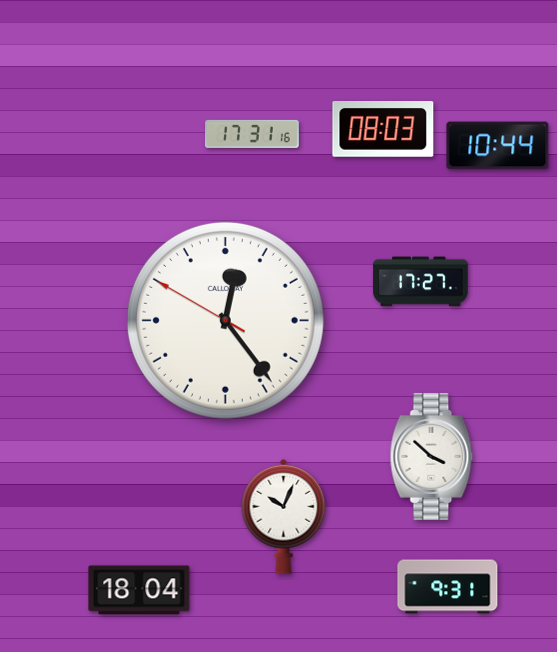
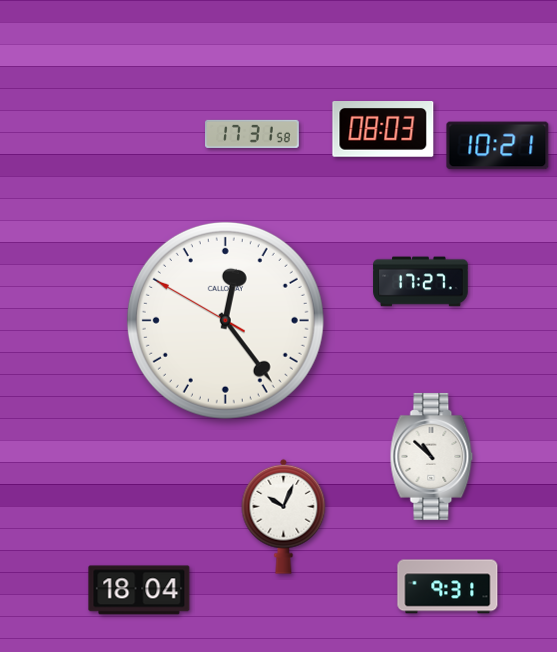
clock at (253, 134): 17:31:16 -> 17:31:58
clock at (498, 146): 10:44 -> 10:21
clock at (432, 456): 3:52 -> 10:52
